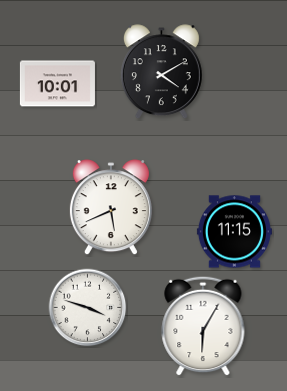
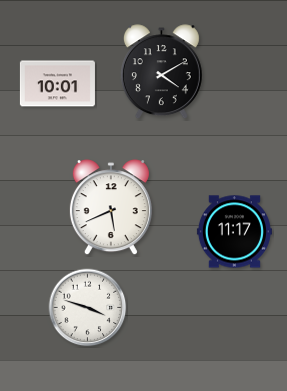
clock at (234, 232): 11:15 -> 11:17
clock at (203, 326): 6:05 -> none
